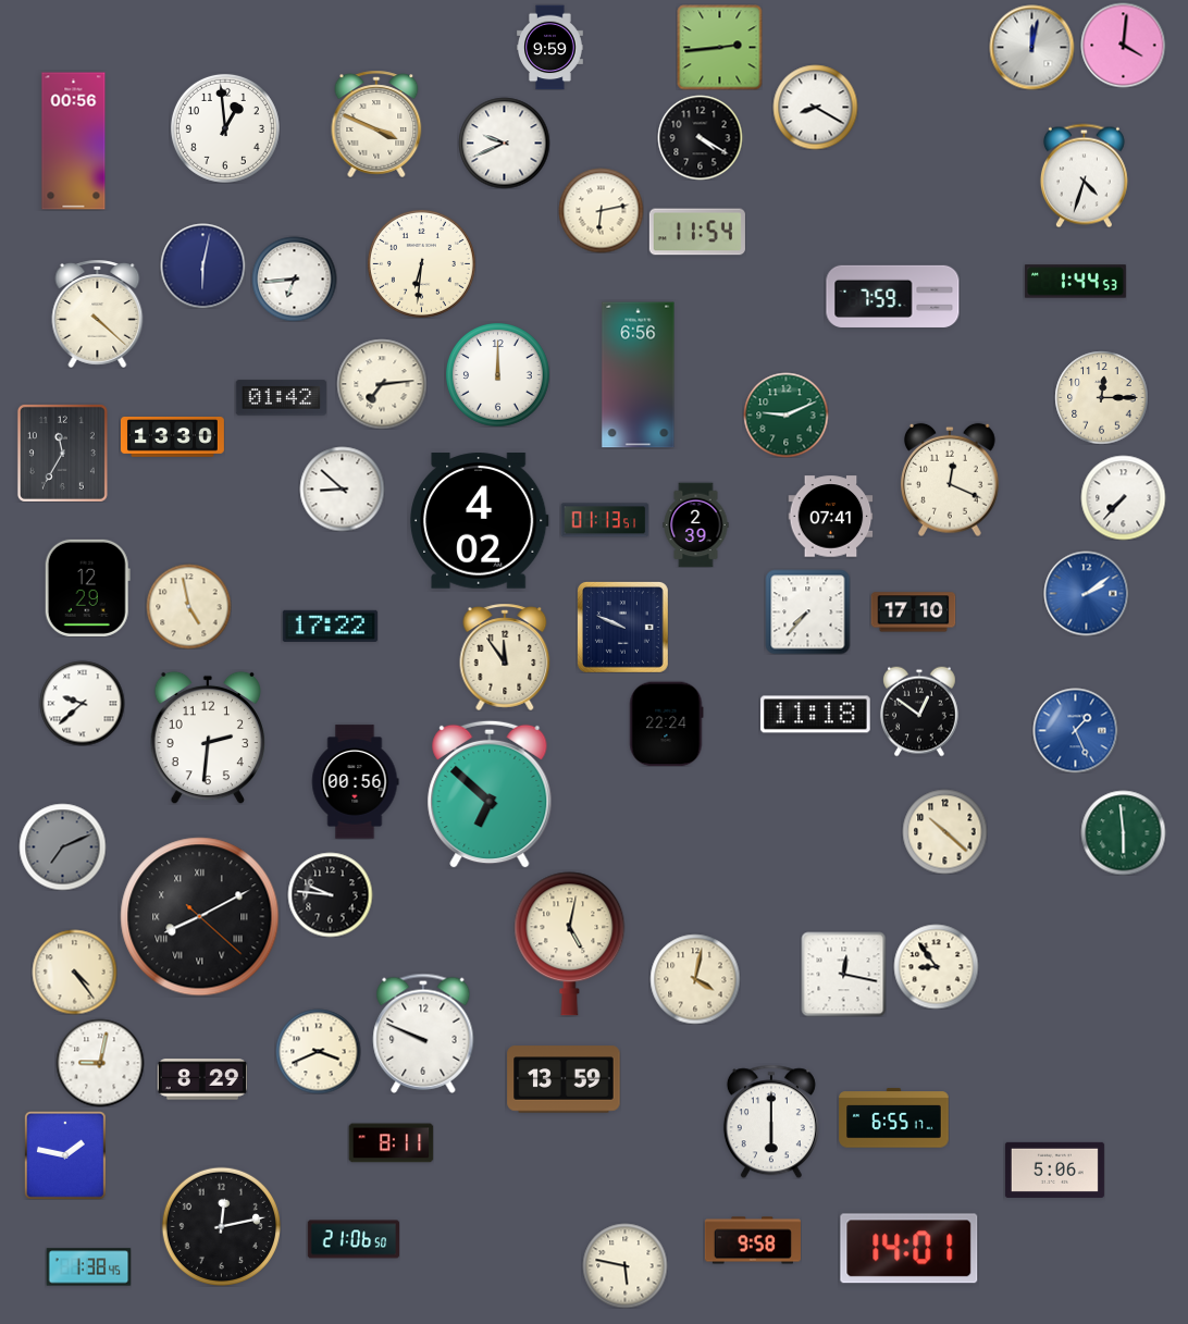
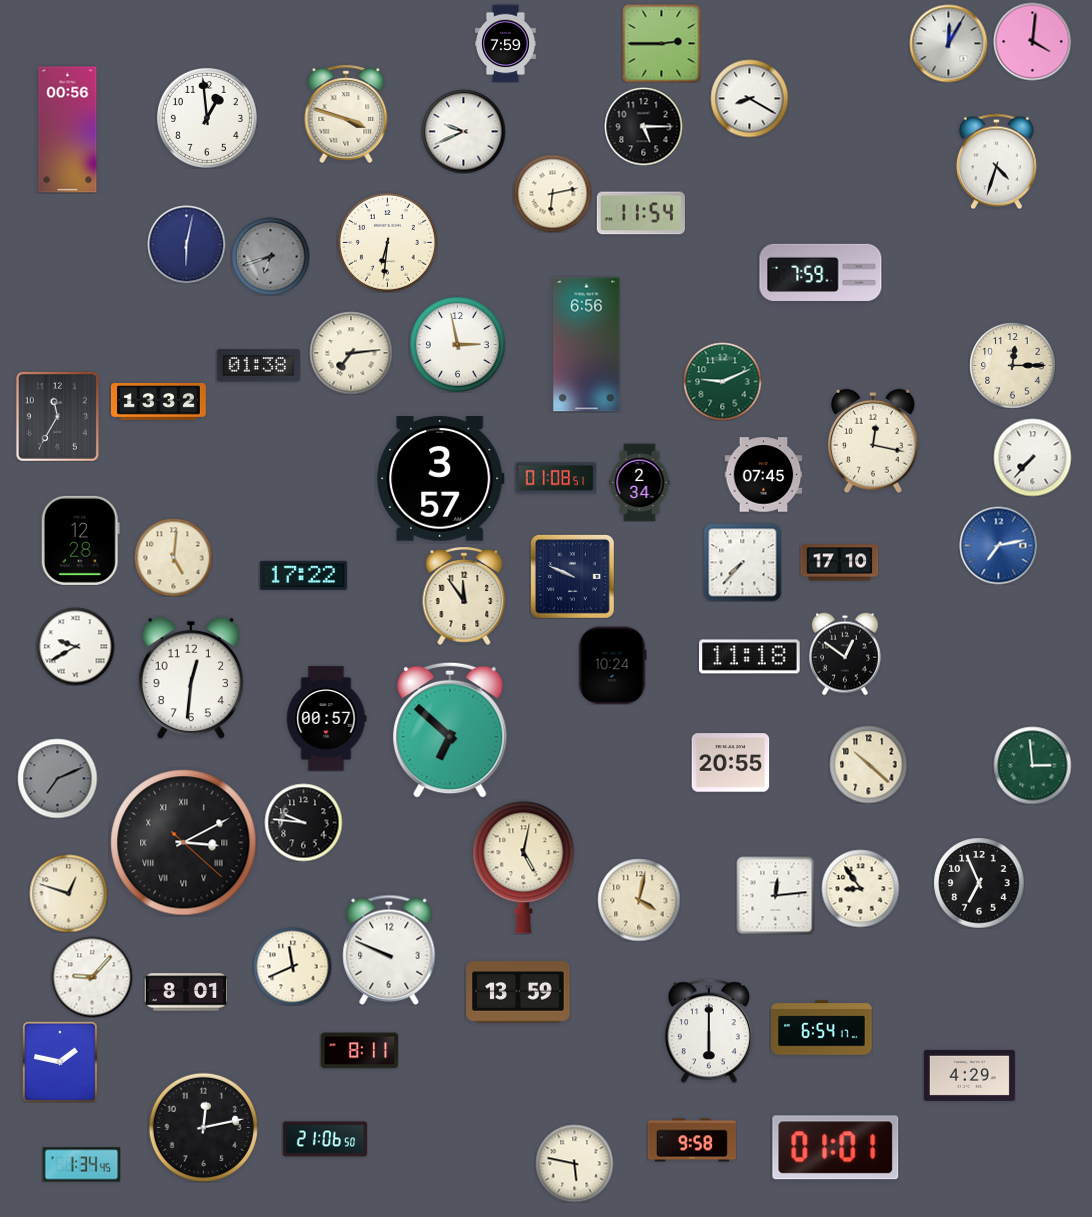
clock at (550, 47): 9:59 -> 7:59
clock at (719, 47): 2:44 -> 2:45
clock at (1031, 47): 12:02 -> 12:05
clock at (376, 124): 3:49 -> 3:48
clock at (700, 137): 4:20 -> 5:15
clock at (294, 279): 6:44 -> 6:42
clock at (294, 279) dial: white -> grey
clock at (1075, 282): 1:44 -> none
clock at (98, 314): 4:22 -> none
clock at (498, 375): 12:00 -> 2:58
clock at (281, 398): 01:42 -> 01:38
clock at (172, 437): 13:30 -> 13:32
clock at (950, 480): 12:19 -> 12:17
clock at (342, 488): 8:52 -> none
clock at (830, 517): 07:41 -> 07:45
clock at (605, 520): 01:13 -> 01:08
clock at (480, 521): 4:02 -> 3:57
clock at (696, 524): 2:39 -> 2:34
clock at (87, 587): 12:29 -> 12:28
clock at (1086, 593): 2:09 -> 7:13
clock at (188, 606): 4:58 -> 5:01
clock at (505, 657) position: (505, 657) -> (464, 596)
clock at (82, 703): 9:38 -> 9:40
clock at (666, 723): 22:24 -> 10:24
clock at (1075, 730): 1:26 -> none
clock at (207, 738): 2:31 -> 12:31
clock at (355, 782): 00:56 -> 00:57
clock at (730, 763): none -> 20:55
clock at (1123, 832): 5:59 -> 2:59
clock at (200, 917): 8:10 -> 3:10
clock at (979, 883): none -> 6:56
clock at (74, 972): 4:24 -> 12:48
clock at (843, 974): 12:17 -> 12:14
clock at (318, 1051): 3:41 -> 11:41
clock at (100, 1063): 9:02 -> 9:07
clock at (202, 1079): 8:29 -> 8:01
clock at (894, 1118): 6:55 -> 6:54
clock at (1054, 1170): 5:06 -> 4:29
clock at (909, 1249): 14:01 -> 01:01
clock at (88, 1267): 1:38 -> 1:34
